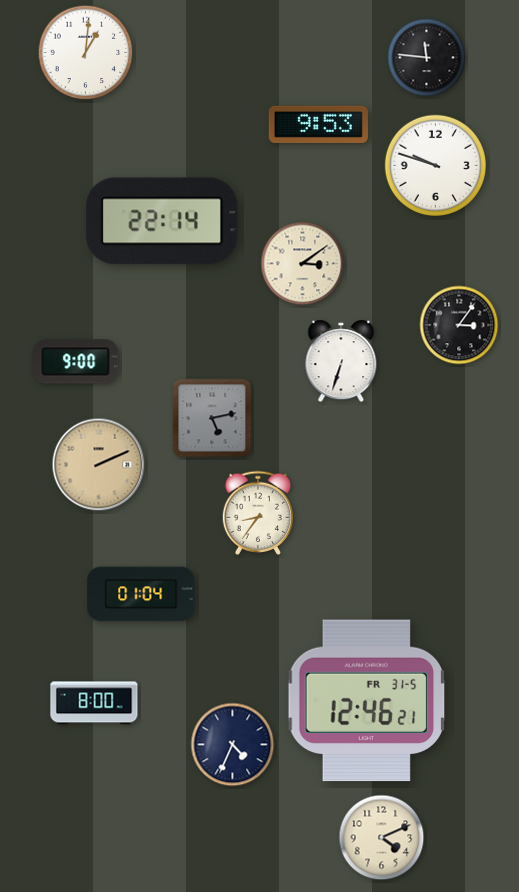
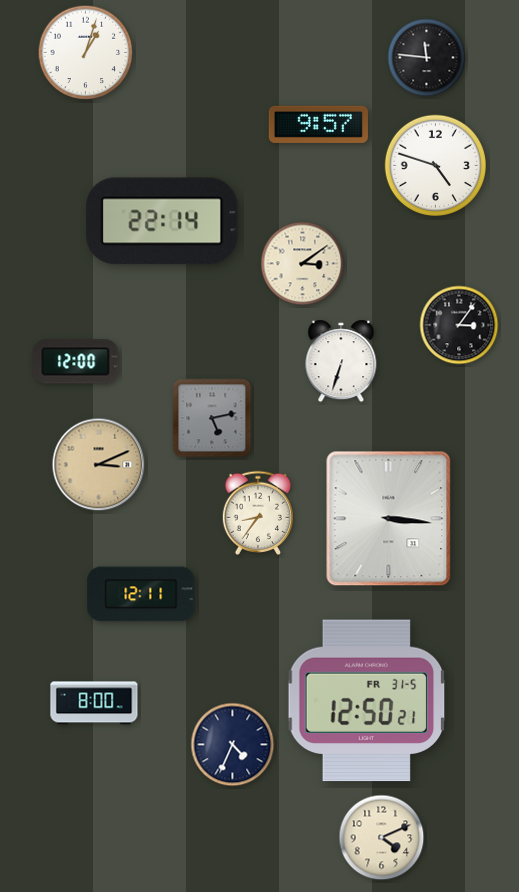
clock at (86, 53): 1:01 -> 1:03
clock at (318, 124): 9:53 -> 9:57
clock at (435, 165): 9:48 -> 4:48
clock at (76, 362): 9:00 -> 12:00
clock at (99, 465): 2:11 -> 3:11
clock at (389, 519): none -> 3:16
clock at (141, 594): 01:04 -> 12:11
clock at (367, 701): 12:46 -> 12:50
